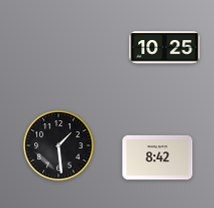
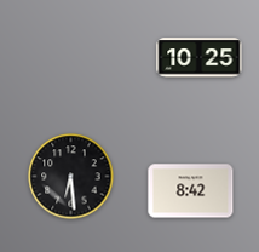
clock at (59, 146): 1:29 -> 6:29
